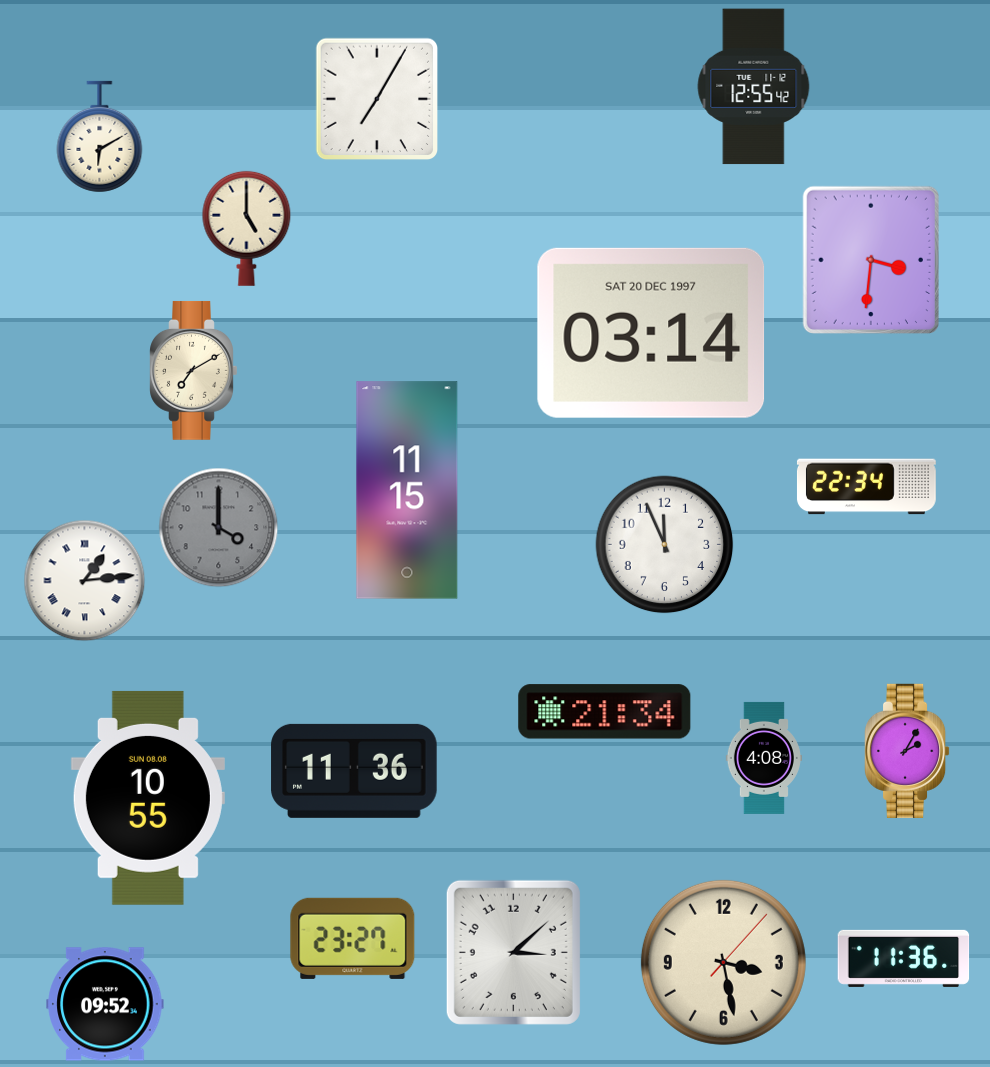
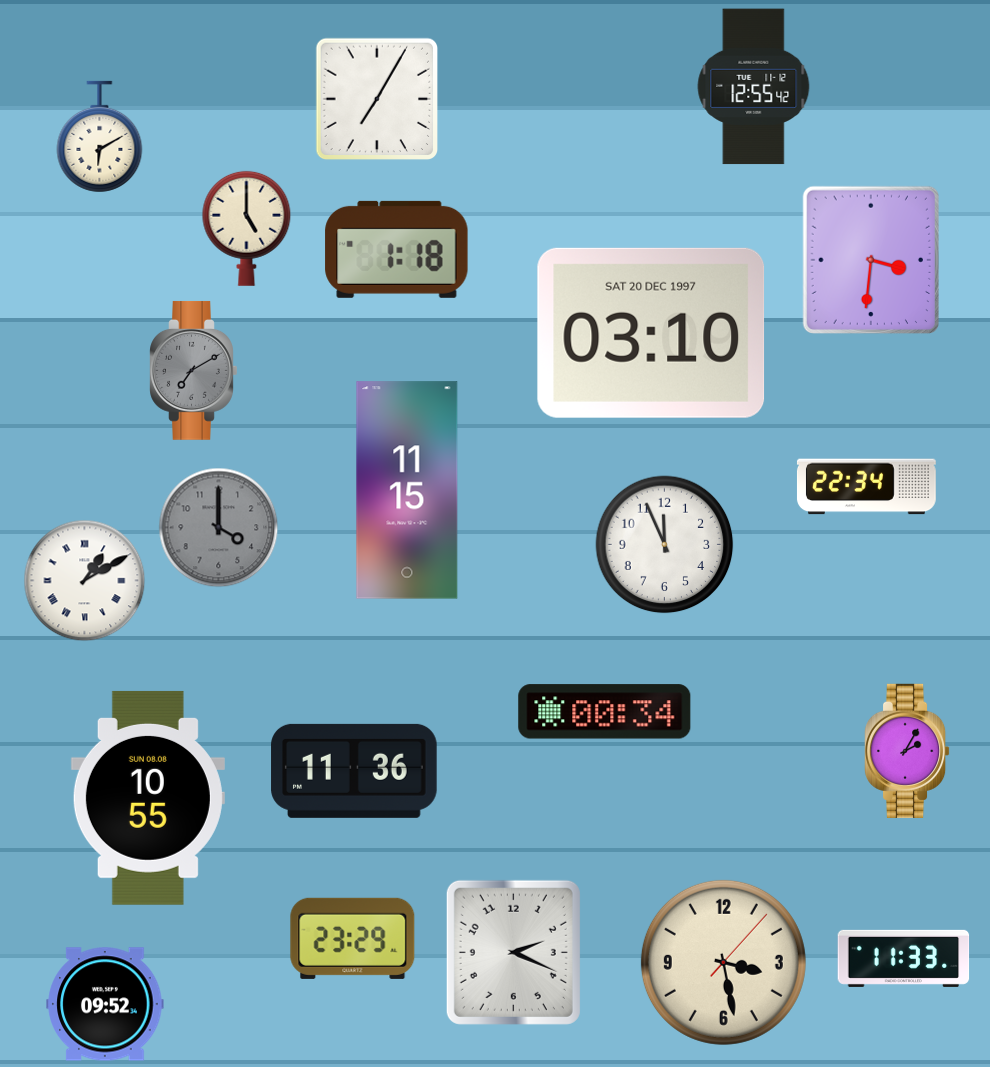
clock at (397, 249): none -> 1:18
clock at (651, 333): 03:14 -> 03:10
clock at (194, 370) dial: cream -> grey
clock at (85, 581): 1:14 -> 1:10
clock at (605, 712): 21:34 -> 00:34
clock at (764, 758): 4:08 -> none
clock at (353, 938): 23:27 -> 23:29
clock at (513, 952): 3:08 -> 2:19
clock at (904, 958): 11:36 -> 11:33
